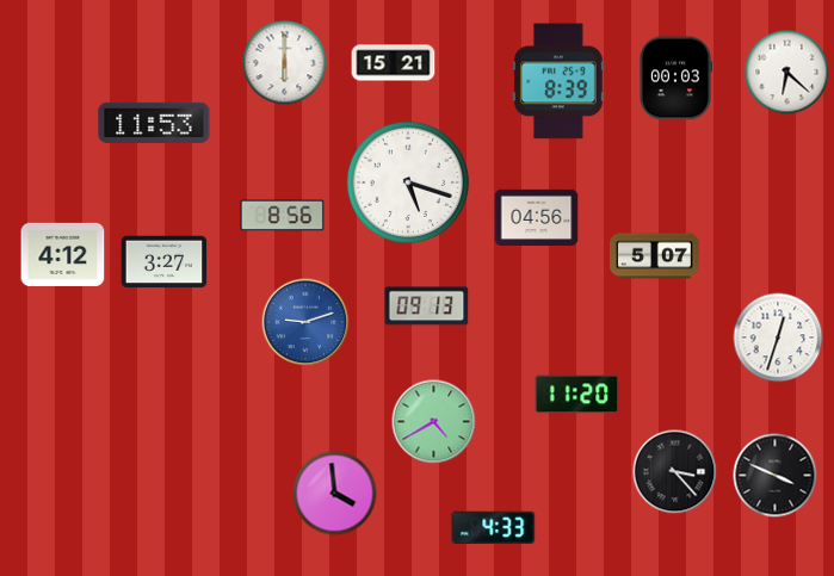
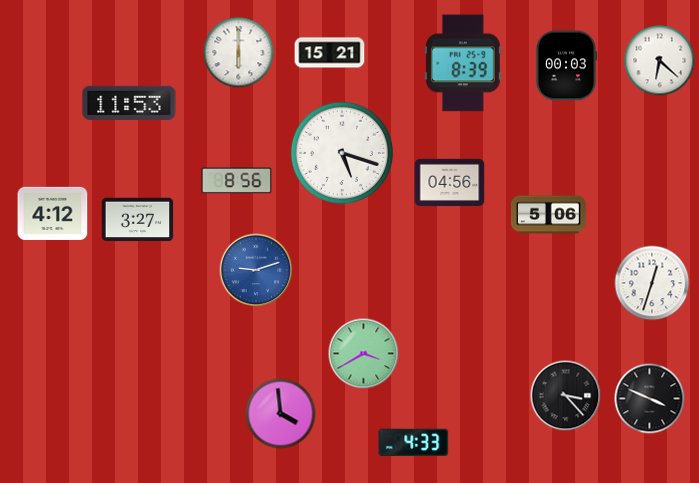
clock at (558, 81) position: (558, 81) -> (463, 63)
clock at (655, 256): 5:07 -> 5:06
clock at (427, 306): 09:13 -> none
clock at (577, 395): 11:20 -> none
clock at (434, 422): 4:40 -> 3:40
